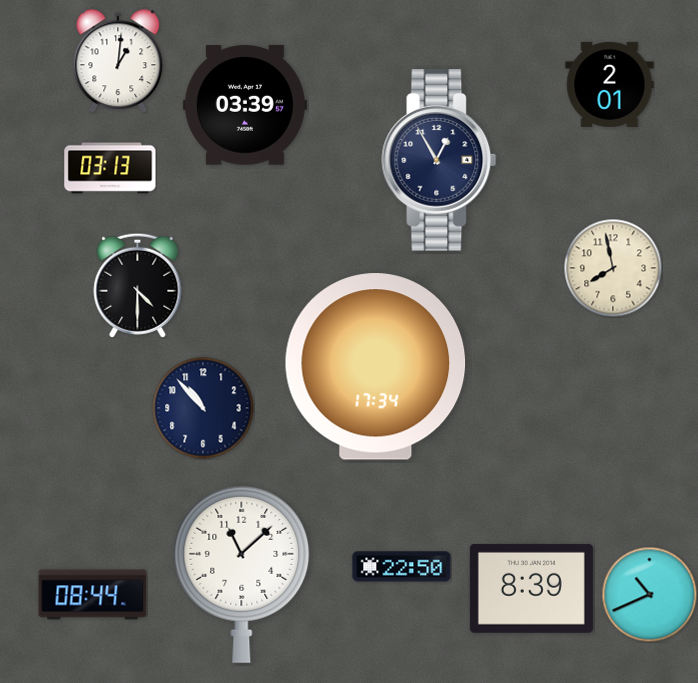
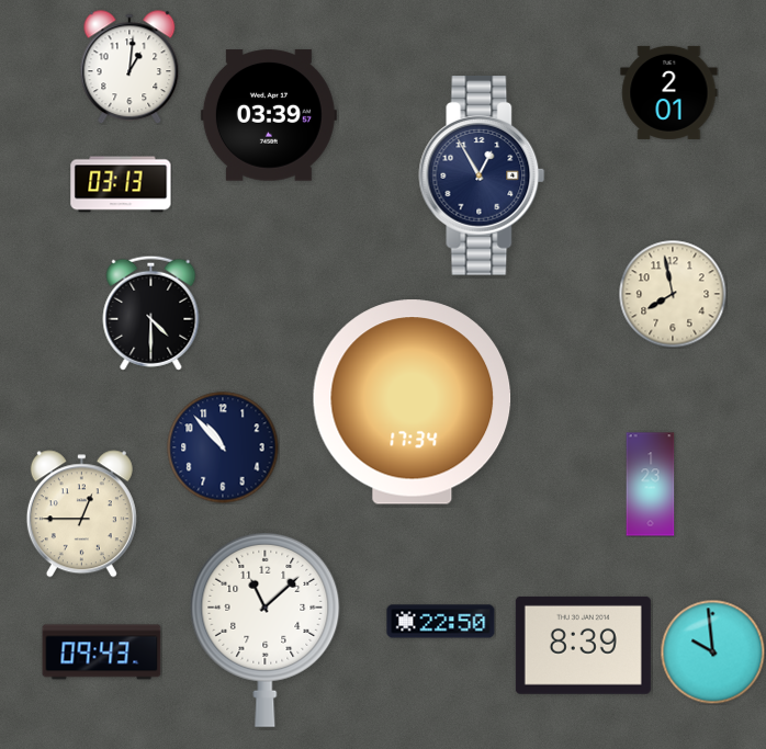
clock at (651, 485): none -> 1:23
clock at (81, 514): none -> 12:45
clock at (649, 594): 10:41 -> 9:59
clock at (93, 595): 08:44 -> 09:43
